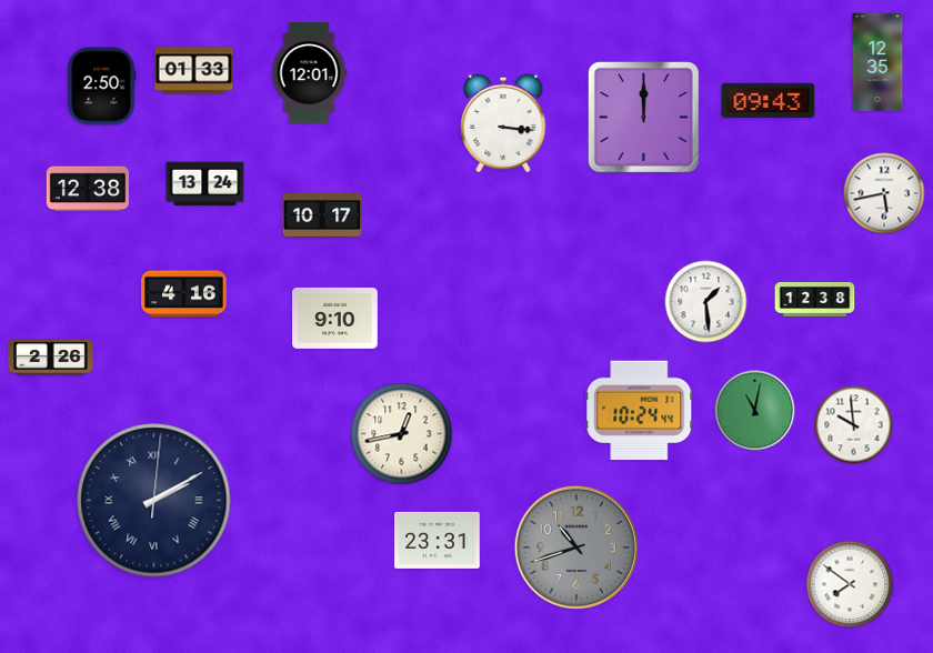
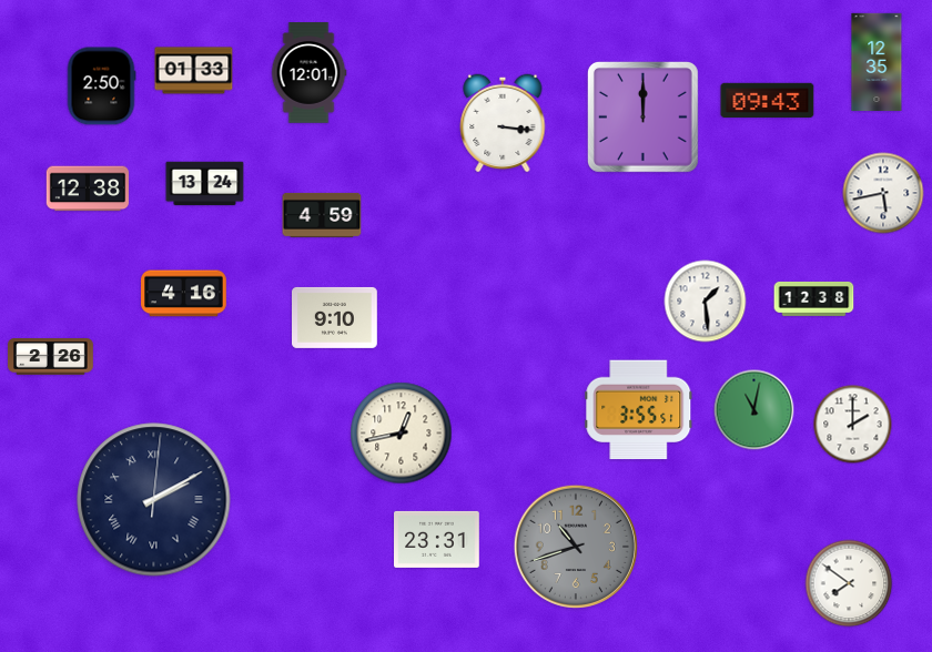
clock at (322, 215): 10:17 -> 4:59
clock at (640, 411): 10:24 -> 3:55
clock at (854, 425): 9:59 -> 2:00
